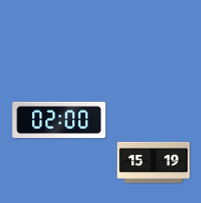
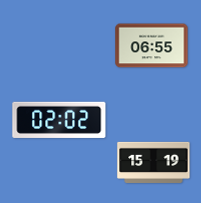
clock at (152, 46): none -> 06:55
clock at (59, 120): 02:00 -> 02:02
